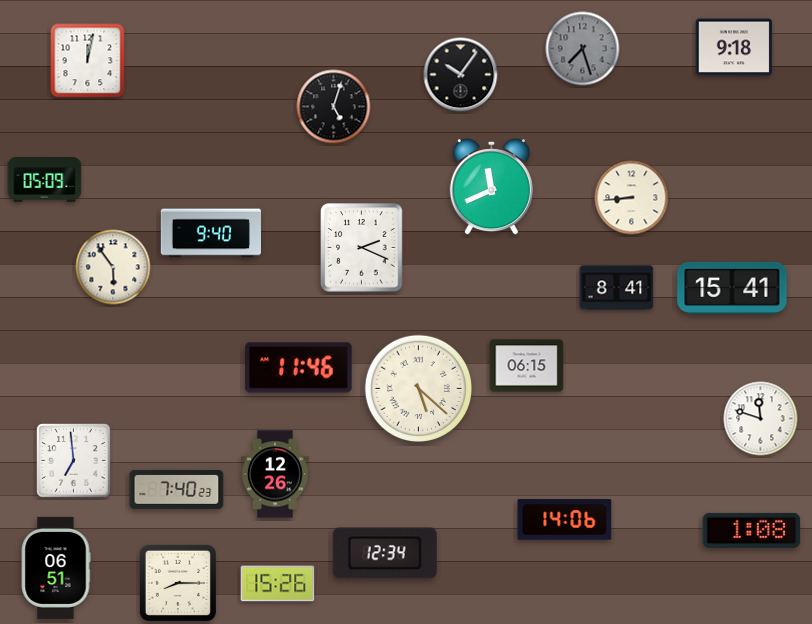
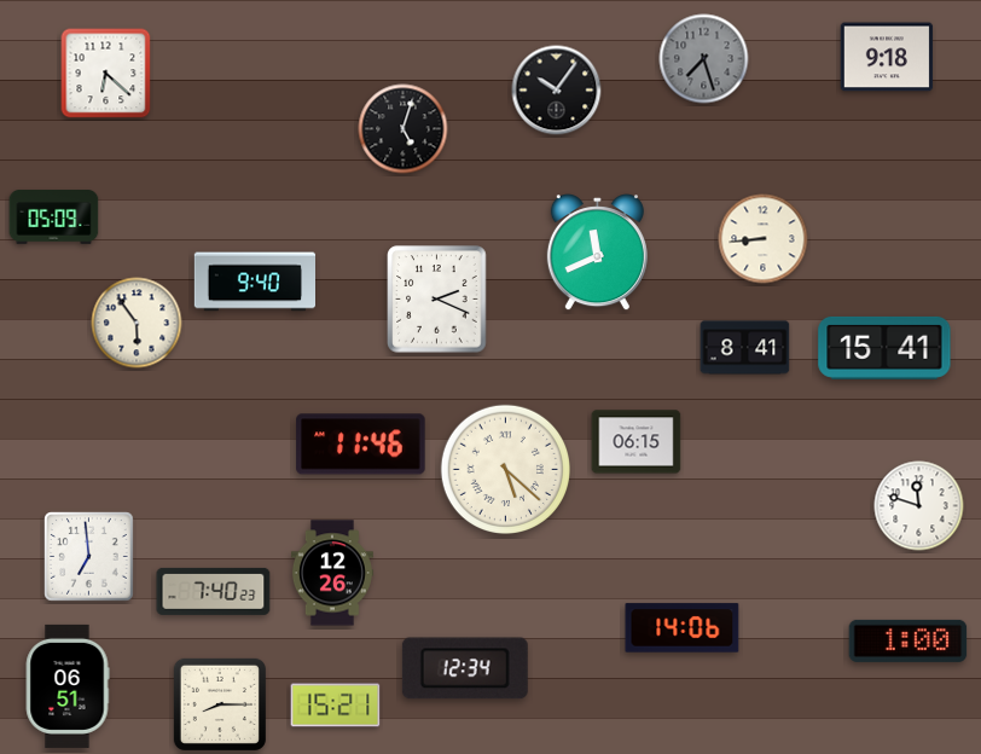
clock at (88, 61): 12:02 -> 6:22
clock at (491, 187) position: (491, 187) -> (597, 253)
clock at (752, 530): 1:08 -> 1:00
clock at (178, 583) position: (178, 583) -> (220, 704)
clock at (278, 584): 15:26 -> 15:21
